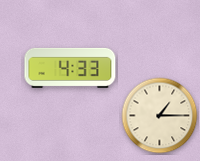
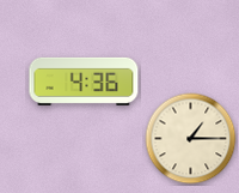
clock at (70, 68): 4:33 -> 4:36
